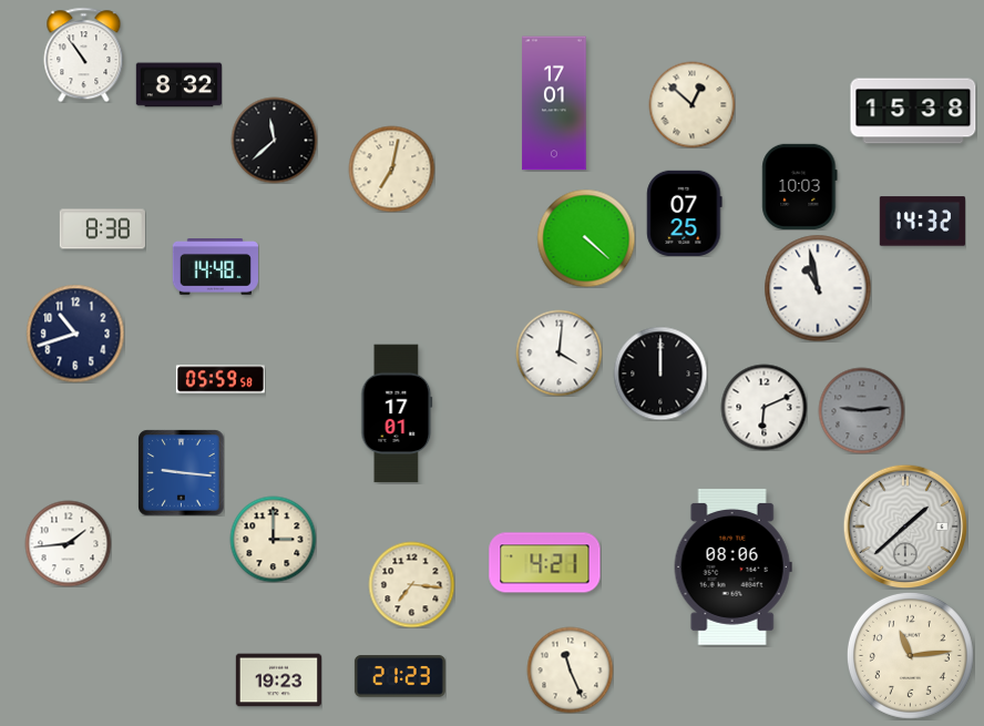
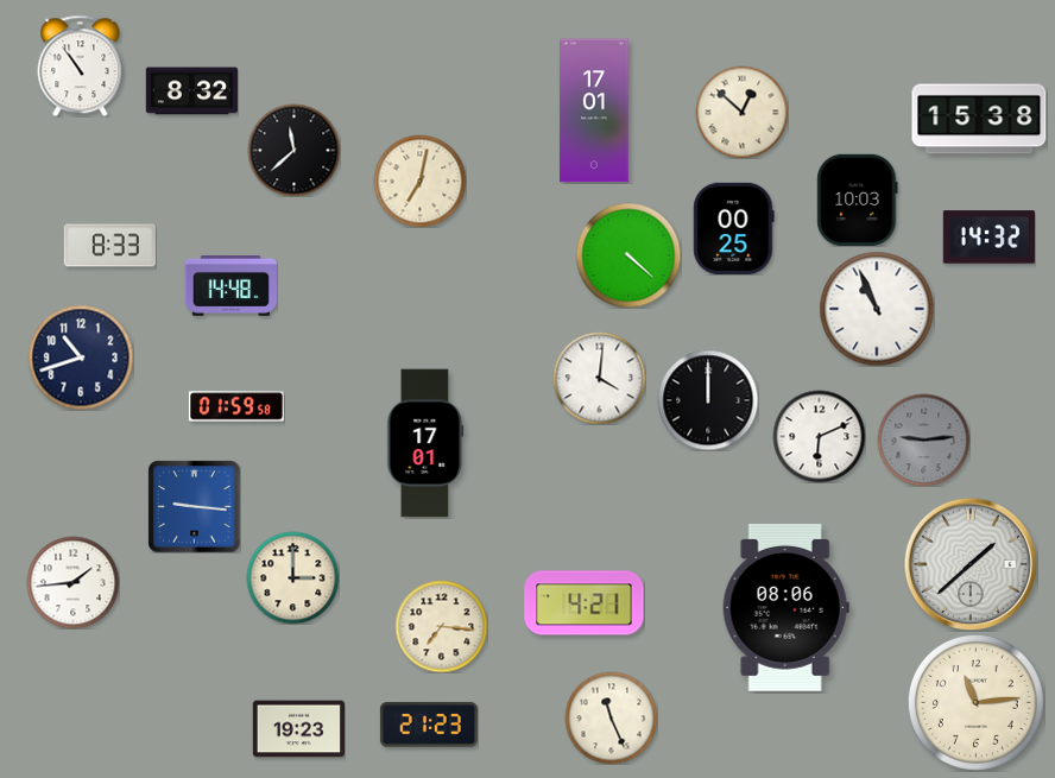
clock at (84, 54) position: (84, 54) -> (81, 65)
clock at (685, 213): 07:25 -> 00:25
clock at (102, 229): 8:38 -> 8:33
clock at (818, 288): 10:58 -> 10:56
clock at (221, 379): 05:59 -> 01:59
